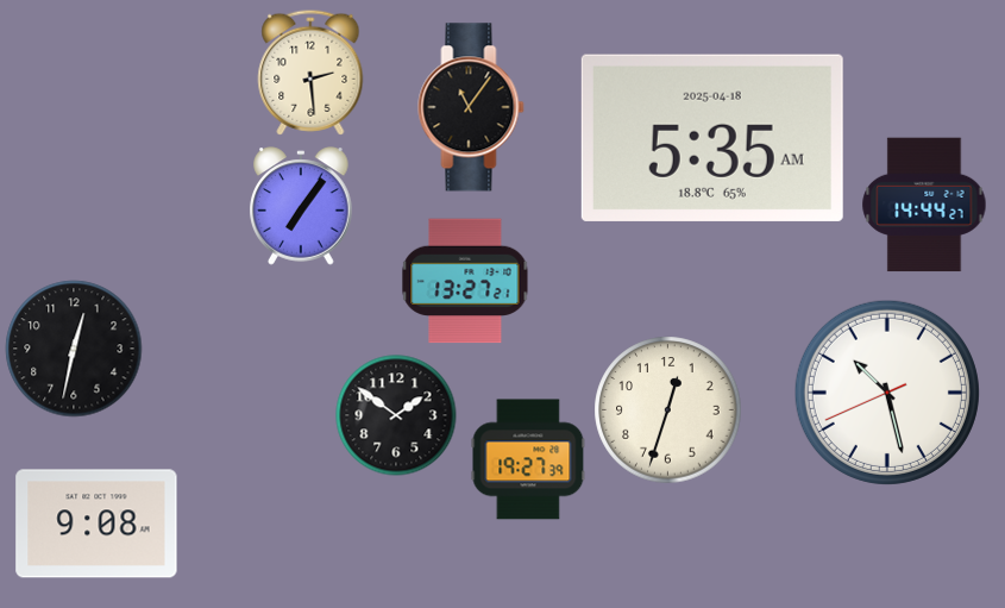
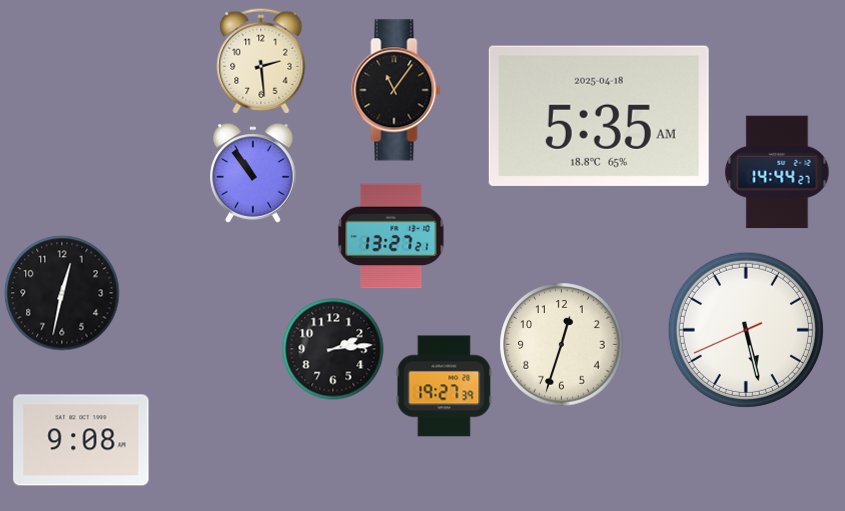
clock at (301, 206): 7:06 -> 10:54
clock at (887, 393): 10:27 -> 5:27
clock at (396, 415): 1:51 -> 2:14
